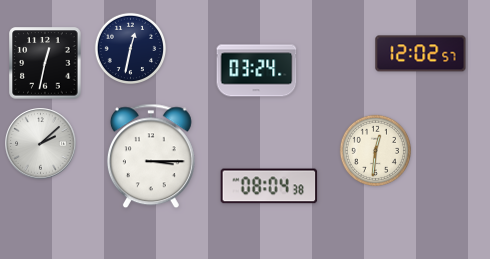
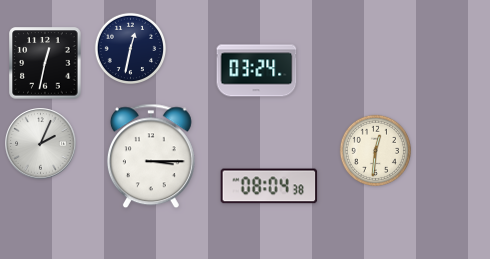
clock at (421, 54): 12:02 -> none
clock at (41, 144): 2:08 -> 2:04
